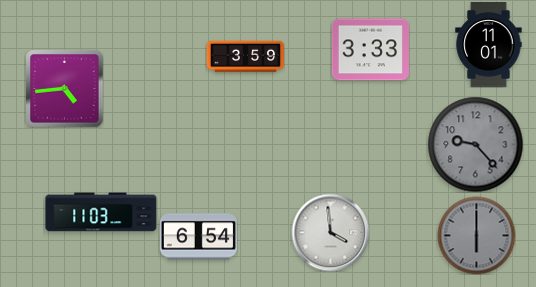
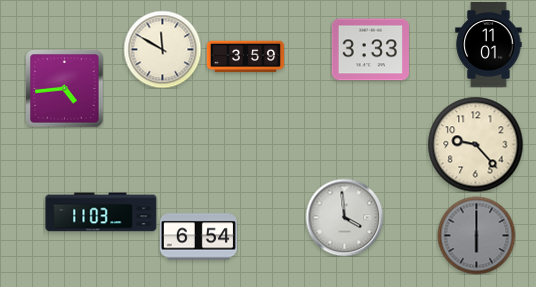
clock at (162, 49): none -> 11:50
clock at (475, 144) dial: grey -> cream
clock at (330, 232) position: (330, 232) -> (344, 217)
